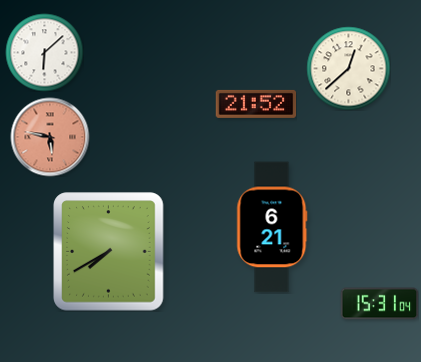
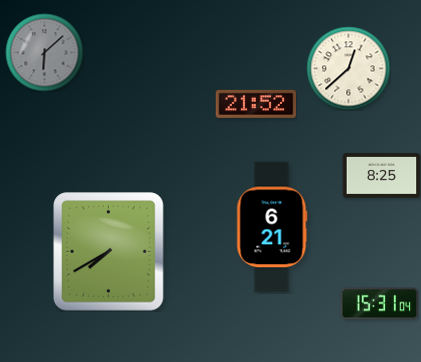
clock at (44, 52) dial: white -> grey
clock at (50, 137): 5:47 -> none
clock at (381, 175): none -> 8:25
